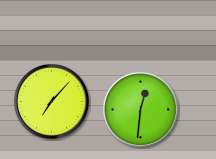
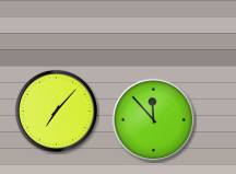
clock at (140, 109): 12:31 -> 11:53
